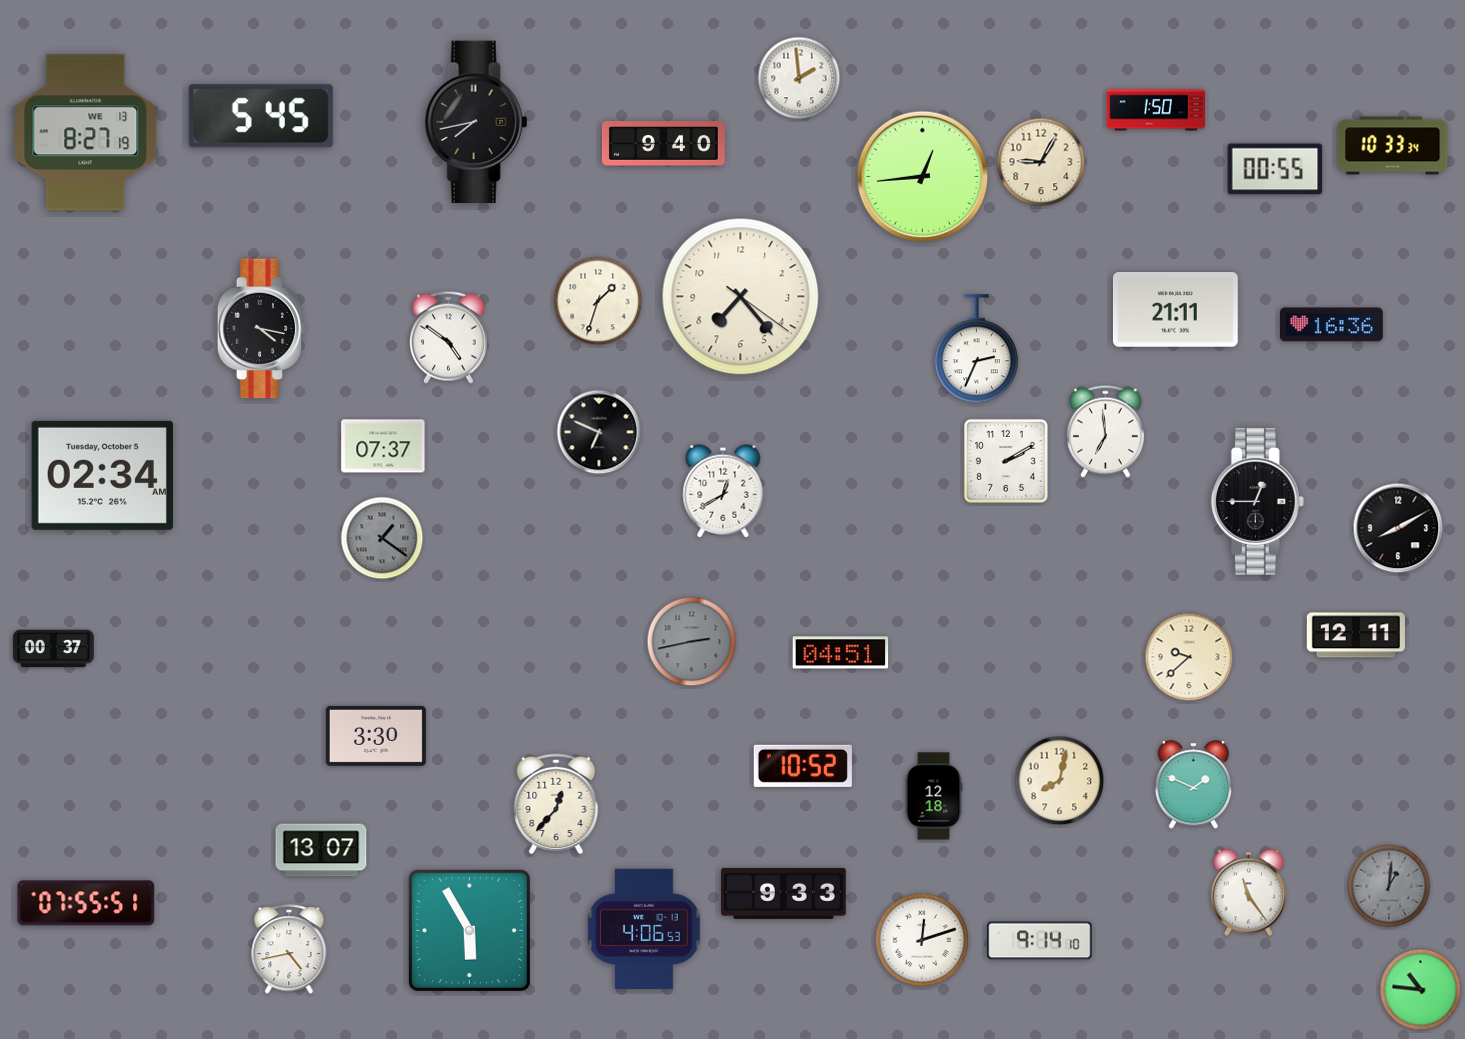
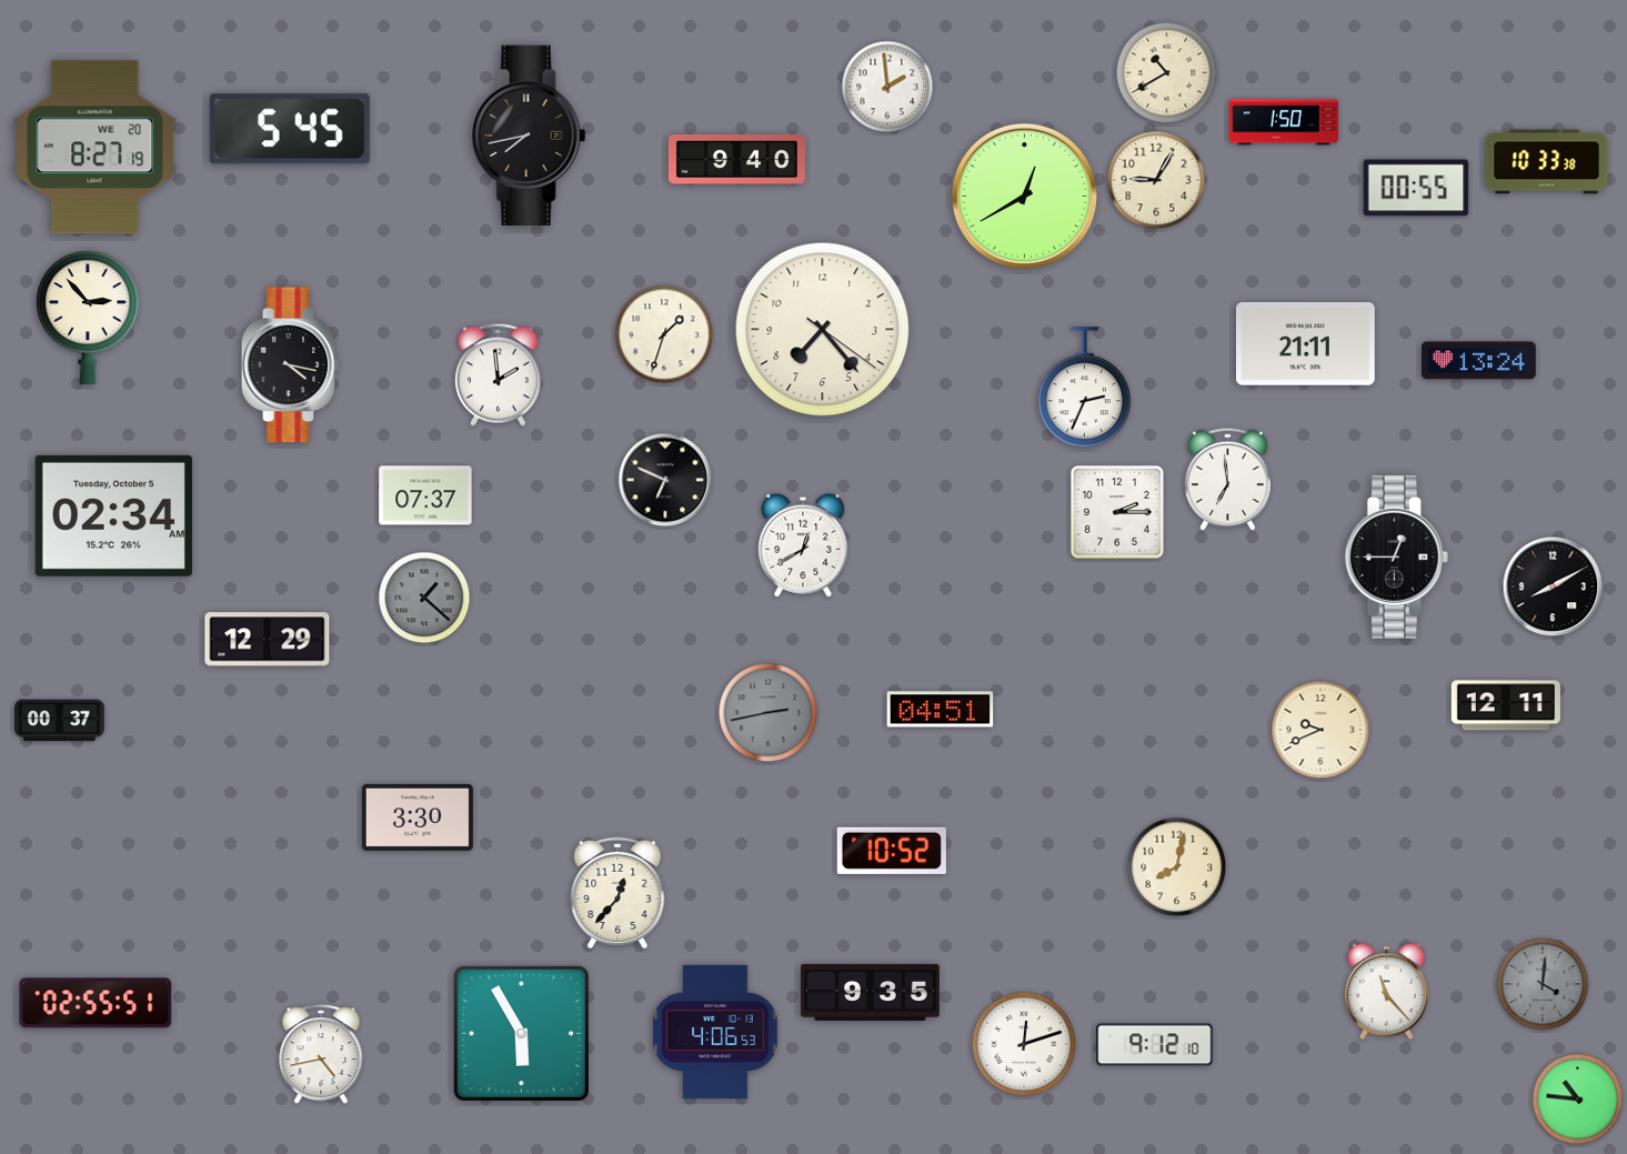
clock at (1167, 73): none -> 10:40
clock at (86, 133) date: WE 13 -> WE 20
clock at (1393, 146): 10:33:34 -> 10:33:38
clock at (923, 177): 12:44 -> 12:40
clock at (89, 318): none -> 2:53
clock at (1332, 325): 16:36 -> 13:24
clock at (448, 337): 4:51 -> 1:59
clock at (1006, 461): 2:10 -> 2:15
clock at (102, 475) position: (102, 475) -> (113, 515)
clock at (382, 538): 1:21 -> 1:22
clock at (268, 640): none -> 12:29
clock at (841, 653) position: (841, 653) -> (941, 710)
clock at (1189, 657): 9:38 -> 9:41
clock at (1193, 785): 1:49 -> none
clock at (934, 796): 12:18 -> none
clock at (321, 850): 13:07 -> none
clock at (1389, 886): 1:01 -> 4:01
clock at (784, 893): 9:33 -> 9:35
clock at (1248, 893): 11:24 -> 11:23
clock at (86, 903): 07:55 -> 02:55
clock at (1040, 941): 9:14 -> 9:12
